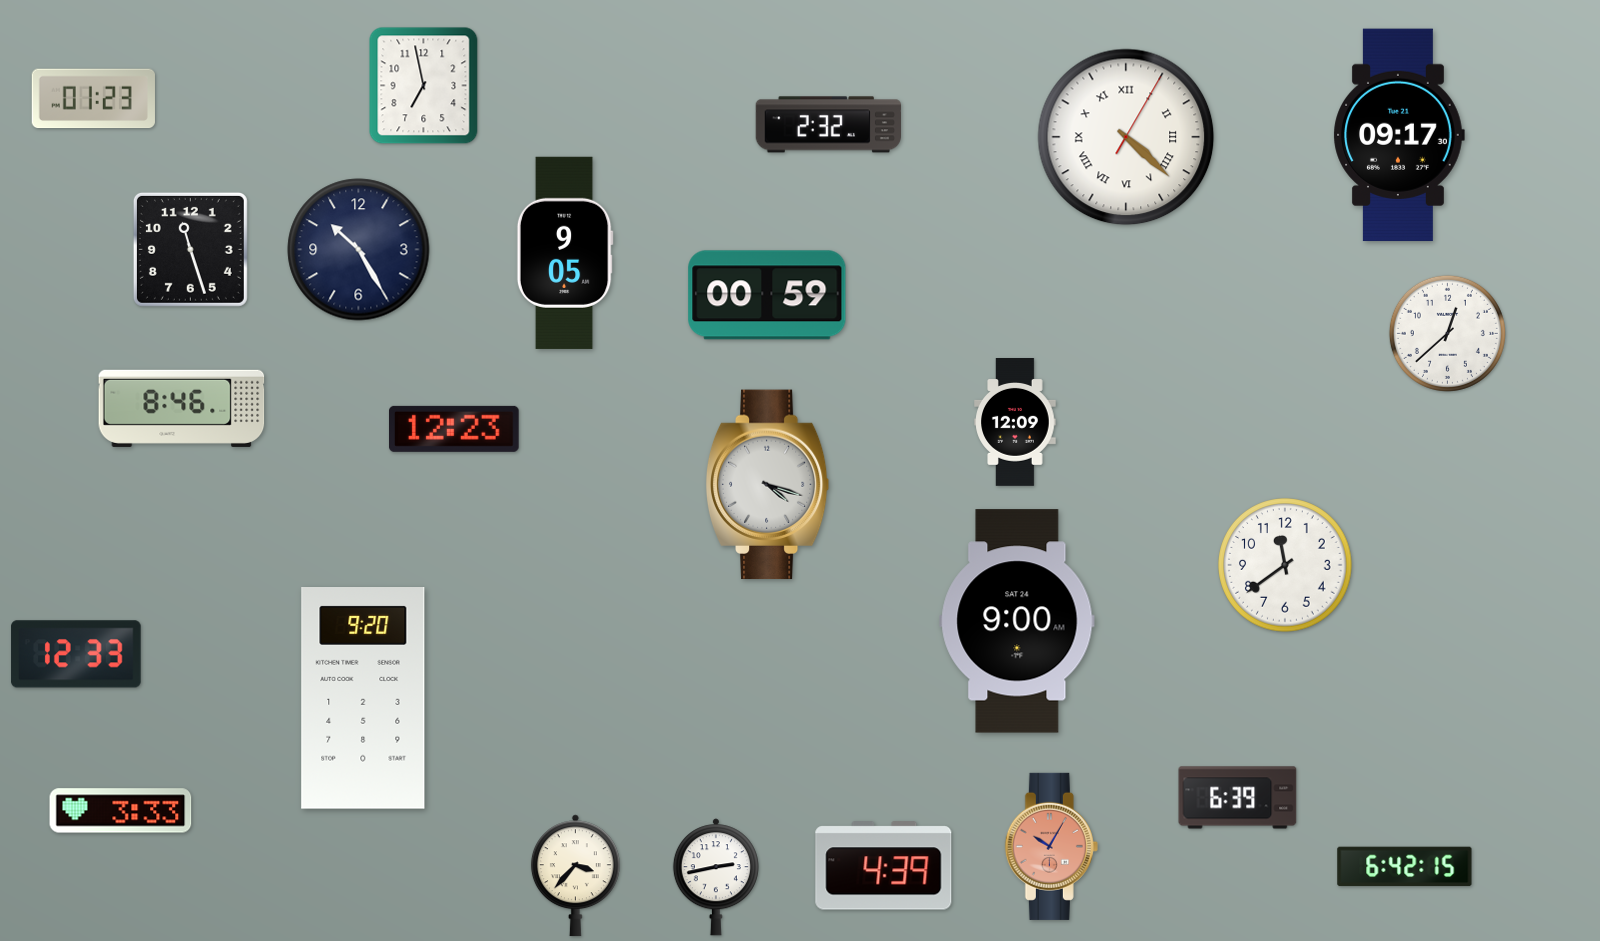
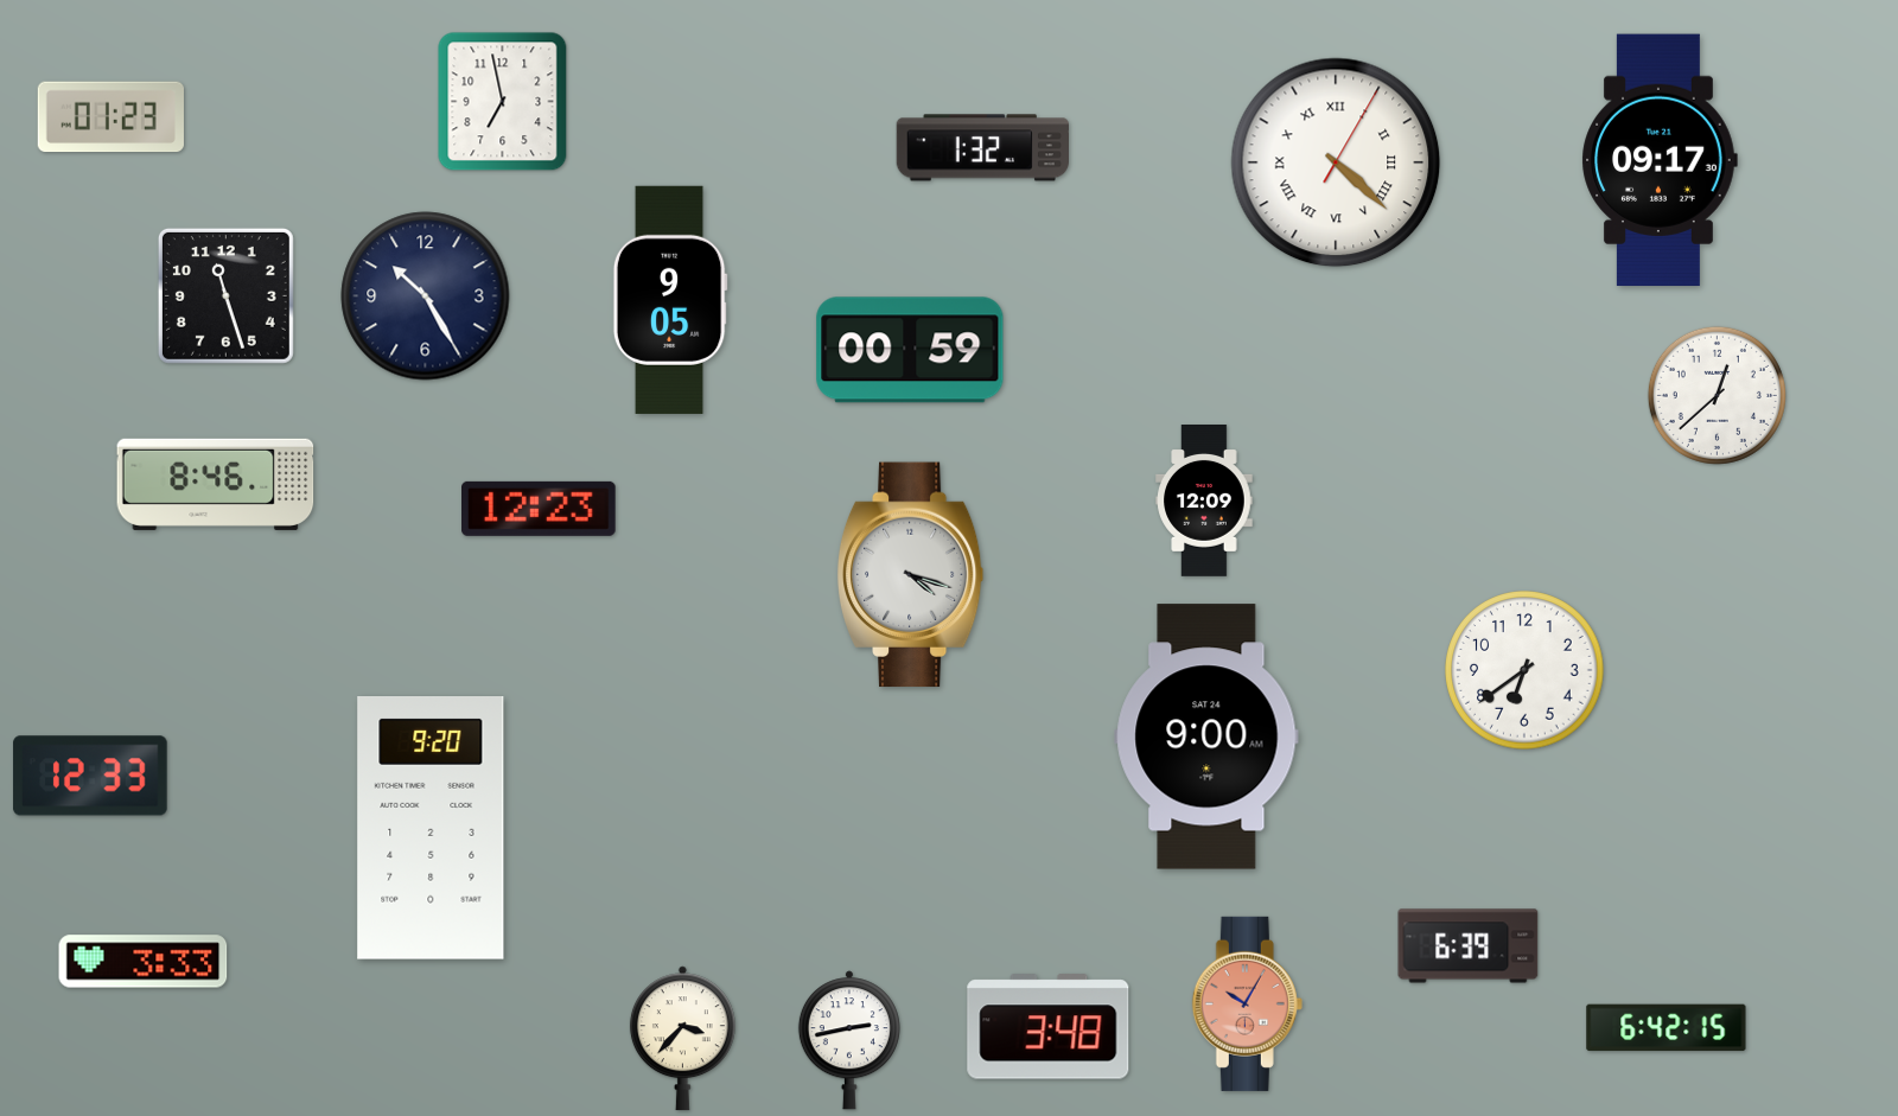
clock at (828, 125): 2:32 -> 1:32
clock at (1285, 565): 11:39 -> 6:39
clock at (884, 866): 4:39 -> 3:48
